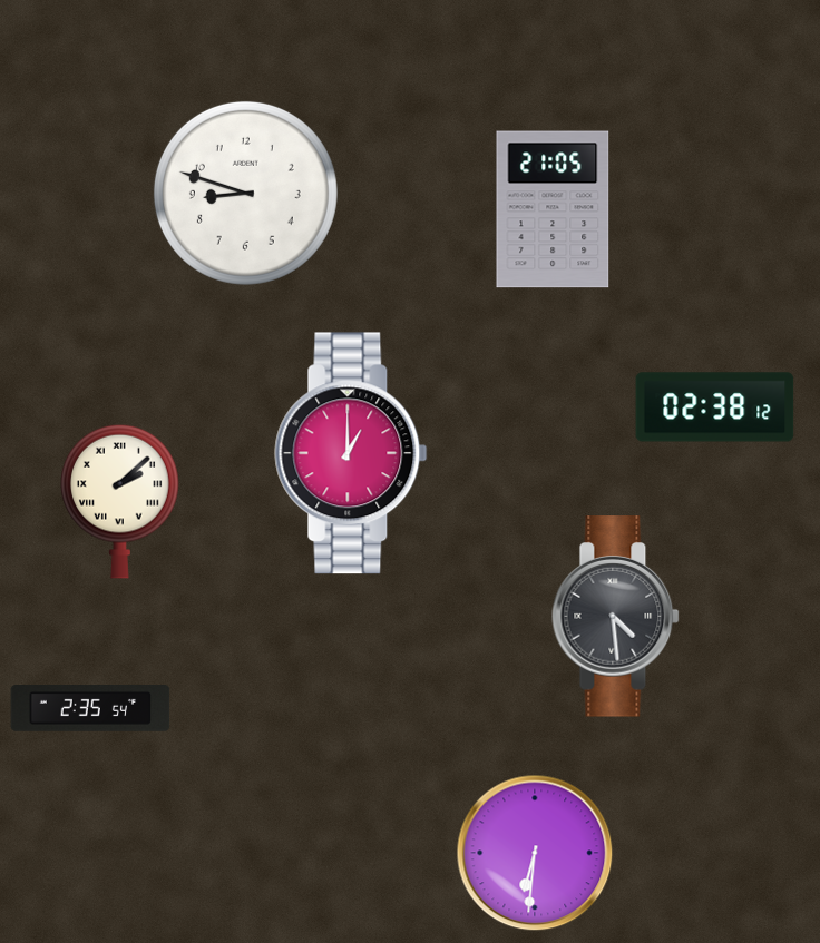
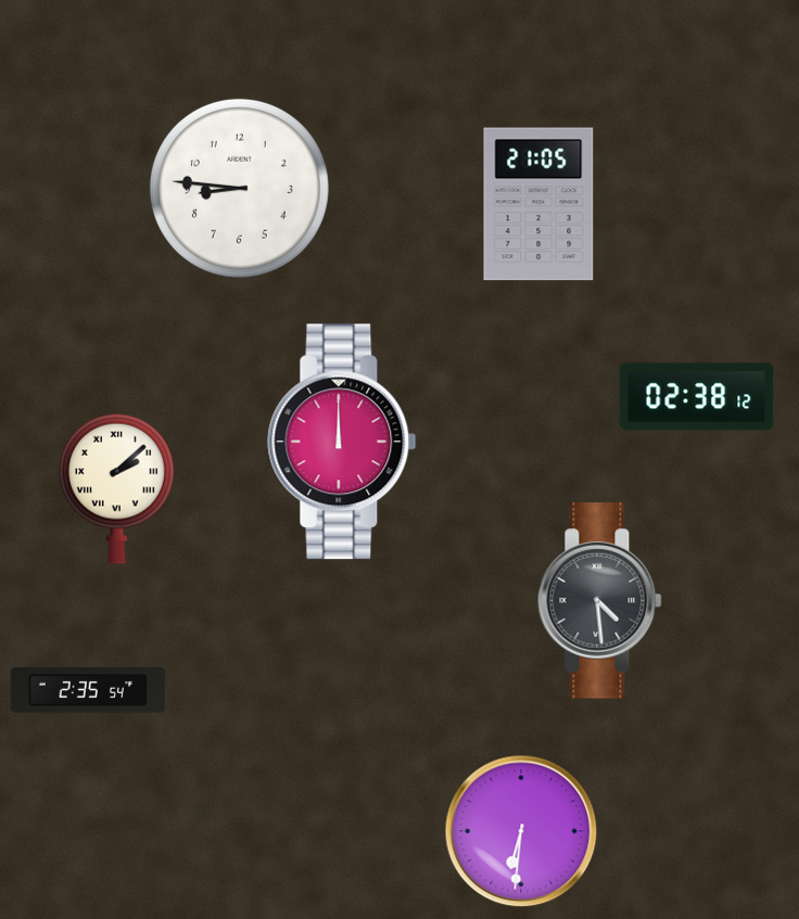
clock at (245, 193): 8:48 -> 8:46
clock at (351, 453): 1:00 -> 12:00
